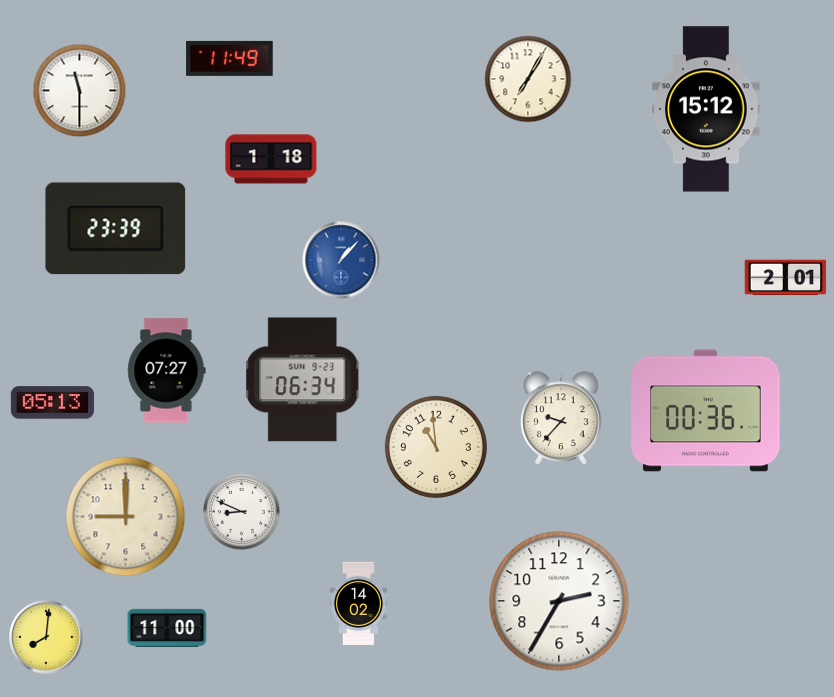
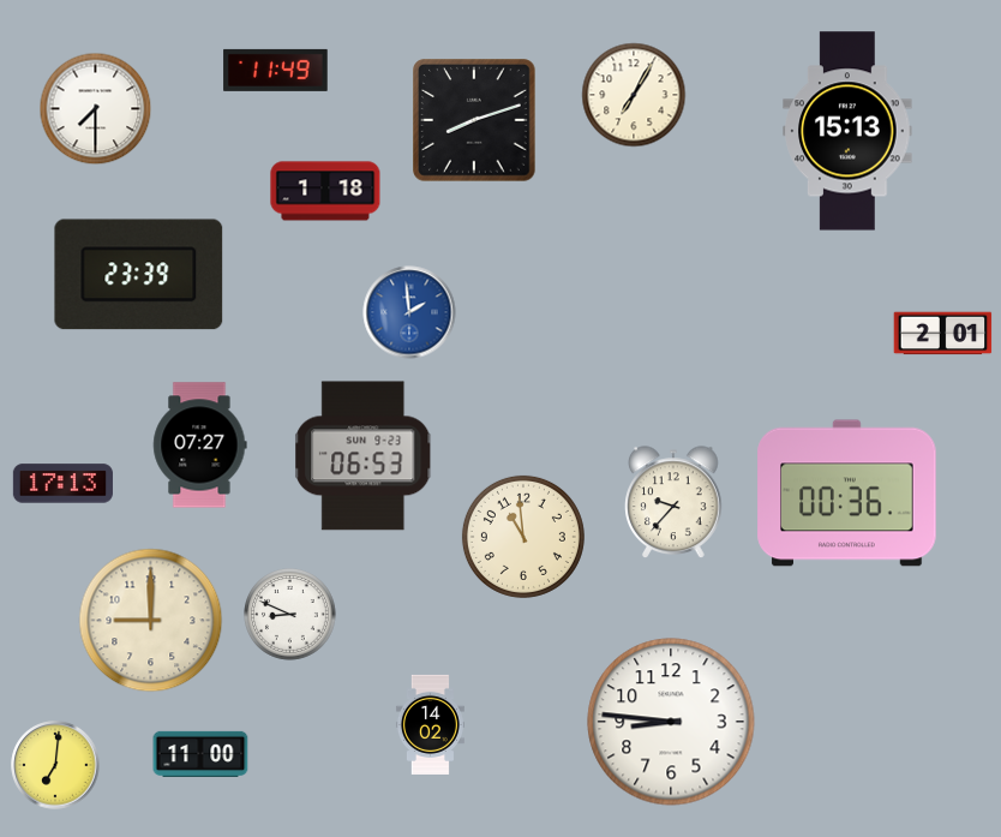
clock at (80, 91): 11:30 -> 7:30
clock at (474, 120): none -> 8:12
clock at (706, 109): 15:12 -> 15:13
clock at (341, 260): 1:07 -> 1:59
clock at (303, 380): 06:34 -> 06:53
clock at (52, 403): 05:13 -> 17:13
clock at (559, 601): 2:35 -> 8:46
clock at (46, 637): 8:01 -> 7:01
